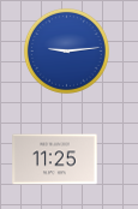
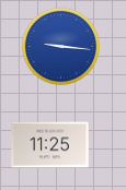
clock at (66, 50): 9:14 -> 9:16
